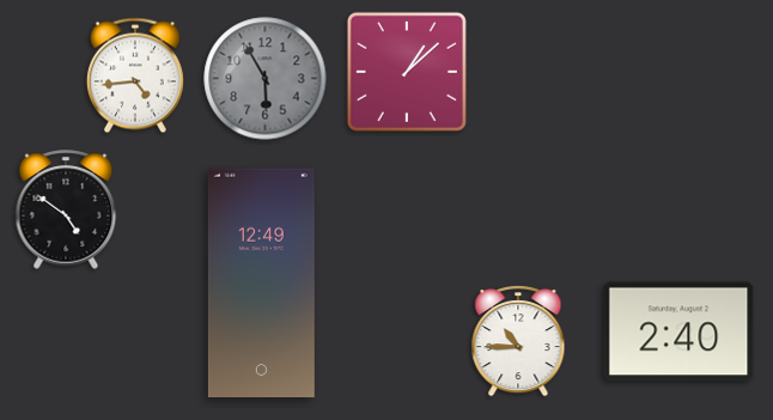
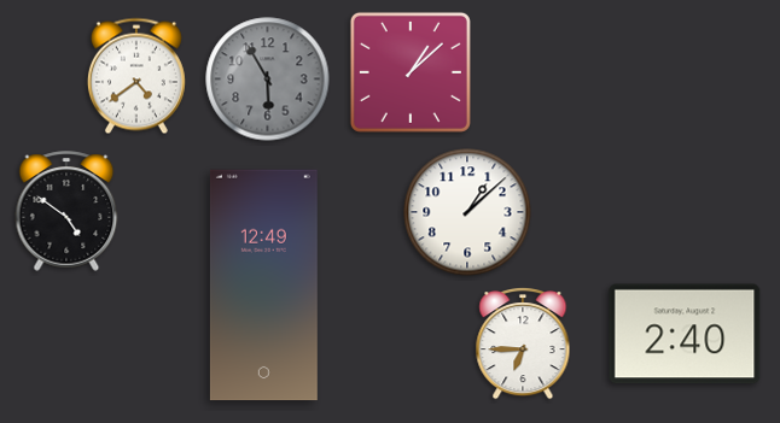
clock at (135, 75): 4:44 -> 4:39
clock at (467, 212): none -> 1:08
clock at (518, 342): 10:45 -> 6:45
